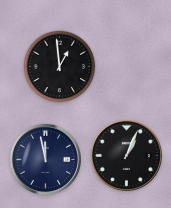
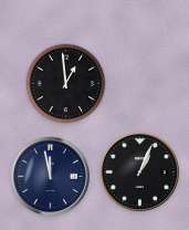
clock at (60, 67) position: (60, 67) -> (66, 84)
